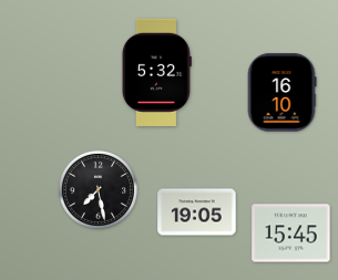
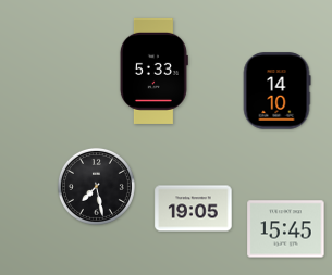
clock at (156, 72): 5:32 -> 5:33
clock at (281, 93): 16:10 -> 14:10
